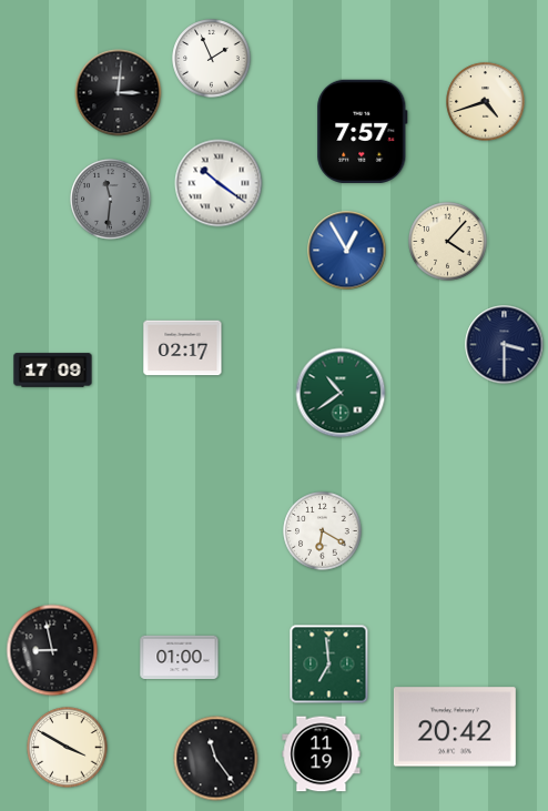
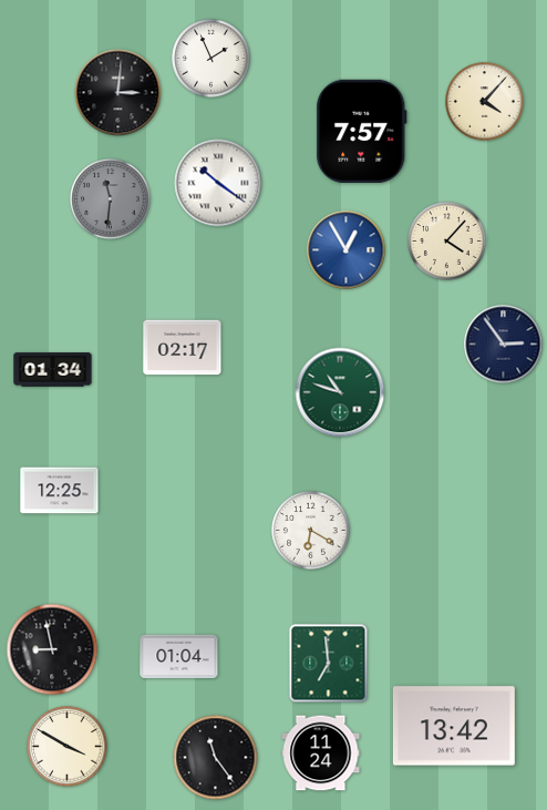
clock at (486, 102): 4:42 -> 4:07
clock at (505, 345): 3:30 -> 2:54
clock at (53, 371): 17:09 -> 01:34
clock at (341, 393): 10:39 -> 10:48
clock at (60, 491): none -> 12:25
clock at (323, 531) position: (323, 531) -> (311, 531)
clock at (180, 658): 01:00 -> 01:04
clock at (455, 727): 20:42 -> 13:42
clock at (322, 754): 11:19 -> 11:24
